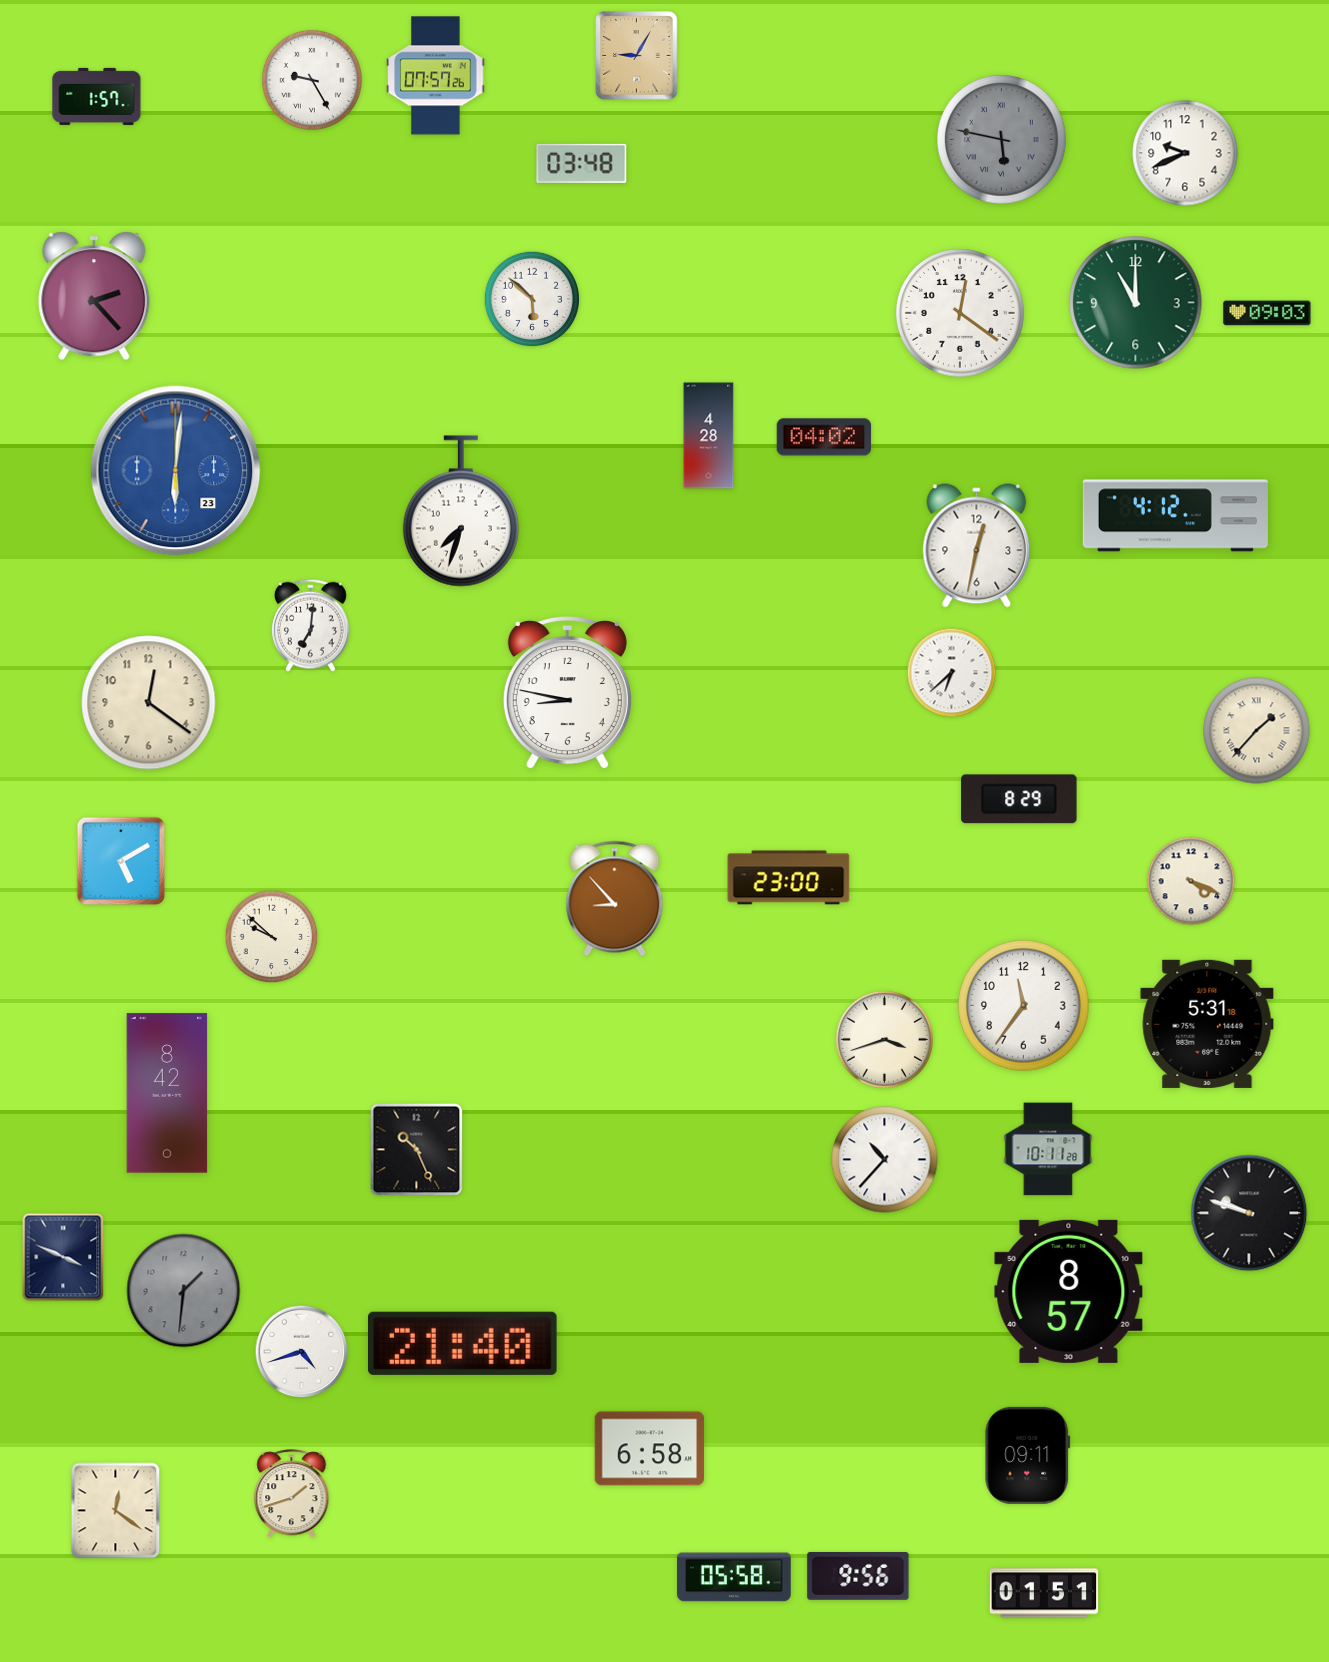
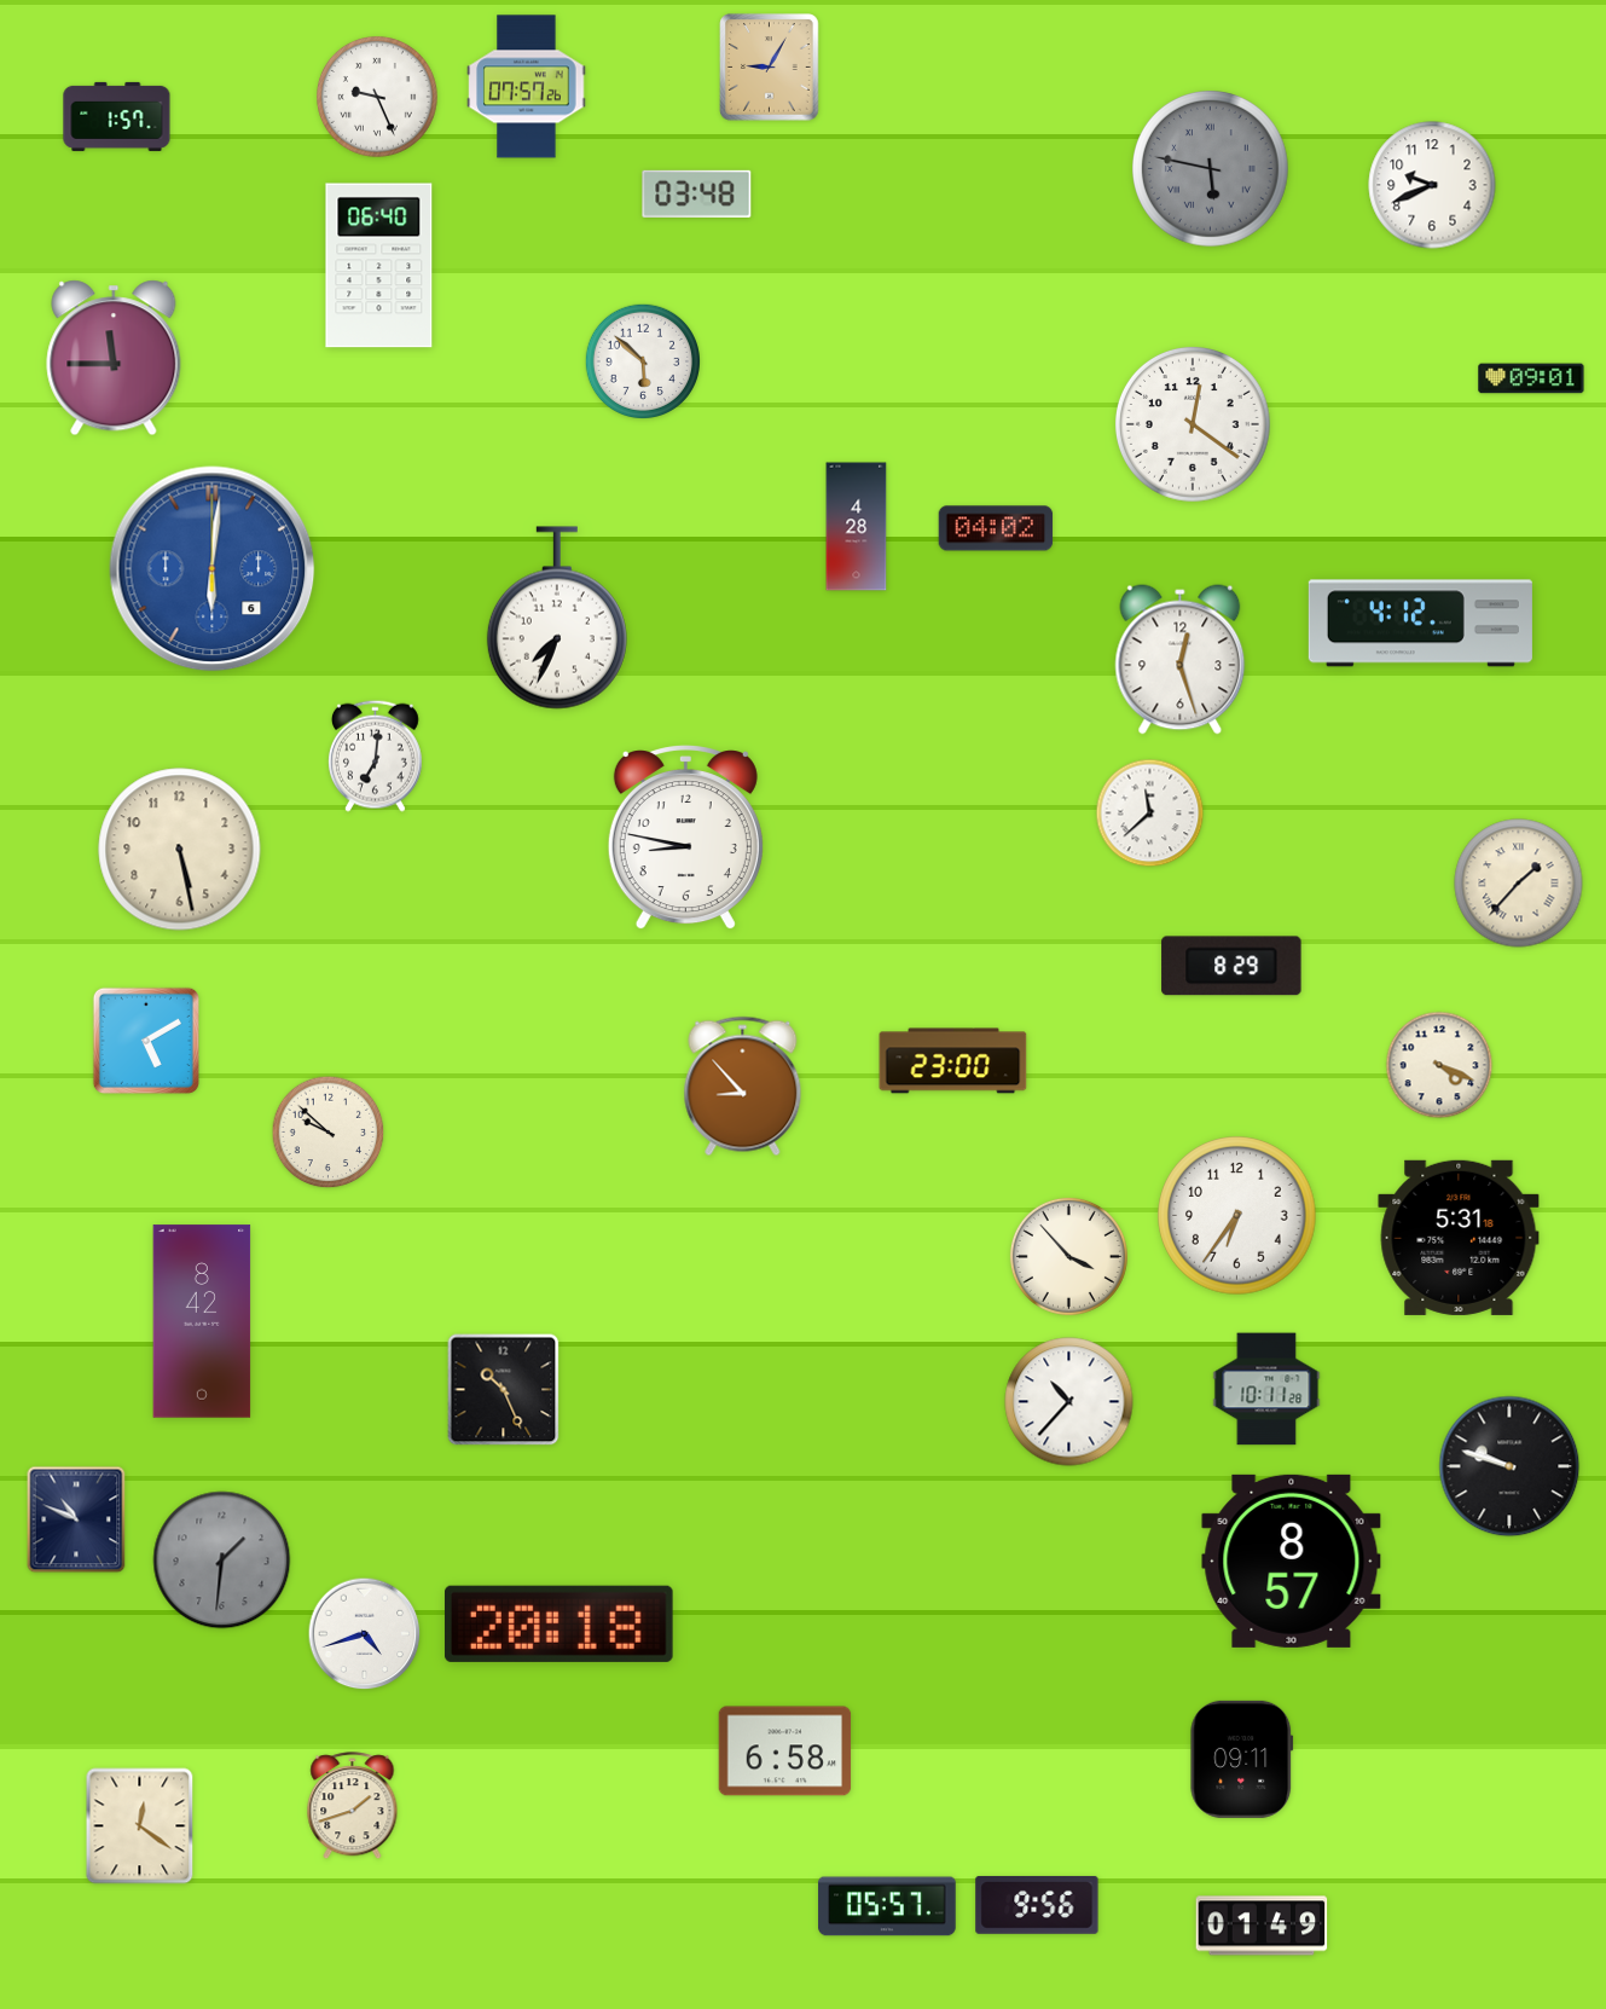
clock at (436, 76) position: (436, 76) -> (527, 87)
clock at (313, 81): 9:25 -> 9:26
clock at (582, 163) position: (582, 163) -> (697, 193)
clock at (379, 266): none -> 06:40
clock at (94, 296): 2:23 -> 11:45
clock at (1136, 303): 11:00 -> none
clock at (960, 313) position: (960, 313) -> (1193, 424)
clock at (1267, 313): 09:03 -> 09:01
clock at (176, 471) date: 23 -> 6
clock at (461, 511): 7:33 -> 7:34
clock at (977, 546): 12:32 -> 12:27
clock at (952, 673): 6:38 -> 11:38
clock at (149, 703): 12:21 -> 5:28
clock at (1024, 1006): 11:36 -> 6:36
clock at (884, 1039): 3:42 -> 3:53
clock at (63, 1257): 3:49 -> 10:49
clock at (462, 1343): 21:40 -> 20:18
clock at (734, 1577): 05:58 -> 05:57
clock at (1044, 1593): 01:51 -> 01:49
